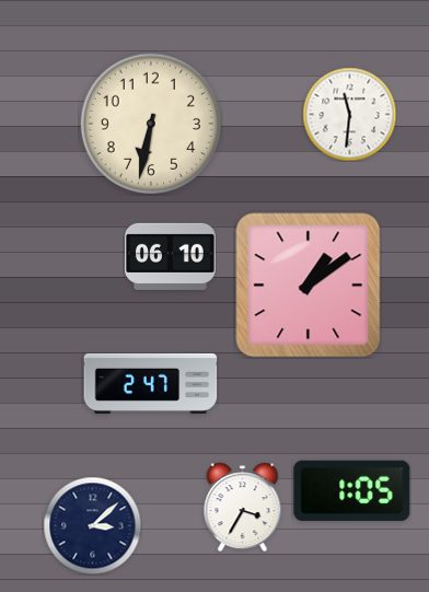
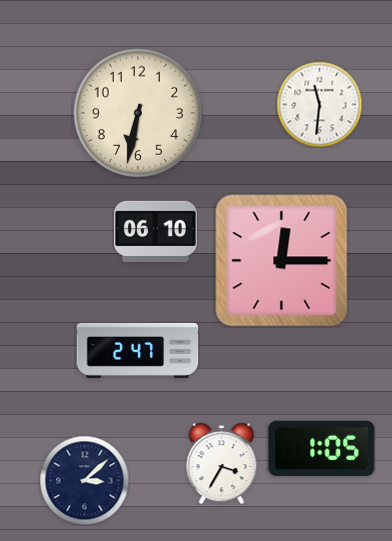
clock at (170, 256) position: (170, 256) -> (155, 231)
clock at (309, 286): 1:09 -> 12:15
